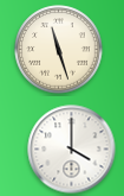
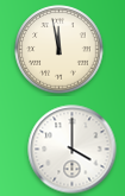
clock at (59, 50): 11:27 -> 11:58
